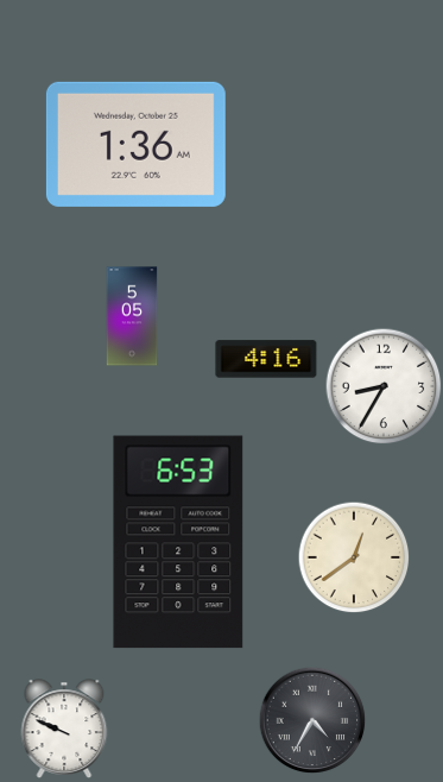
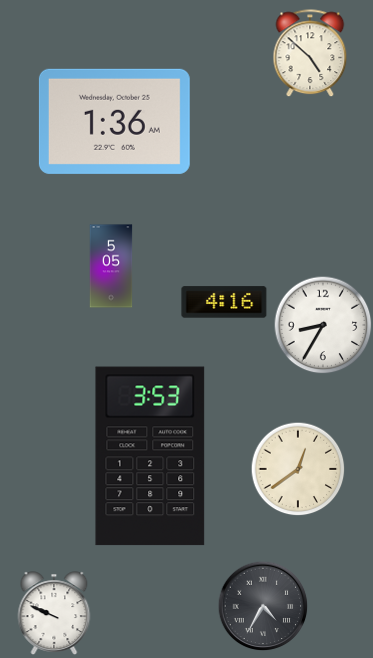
clock at (310, 53): none -> 4:52
clock at (178, 542): 6:53 -> 3:53
